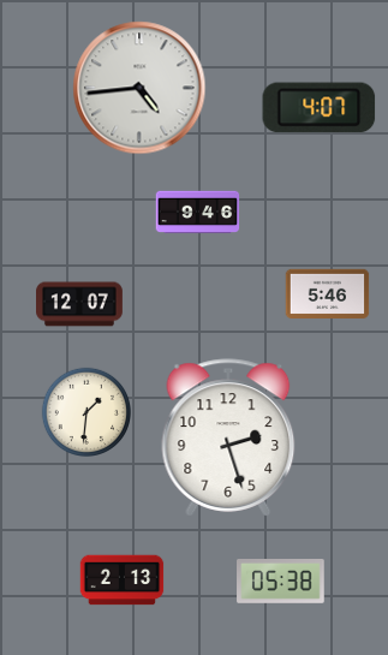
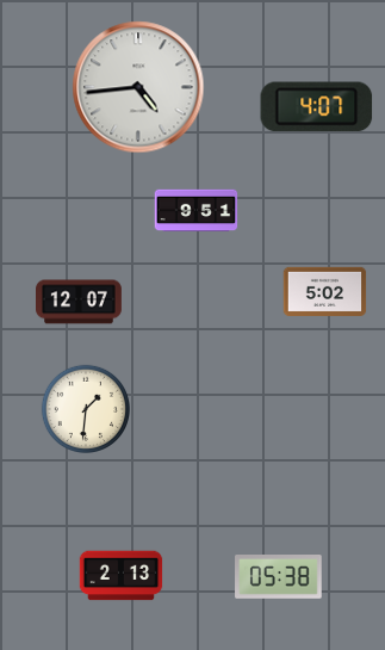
clock at (198, 213): 9:46 -> 9:51
clock at (328, 293): 5:46 -> 5:02
clock at (228, 437): 2:27 -> none
